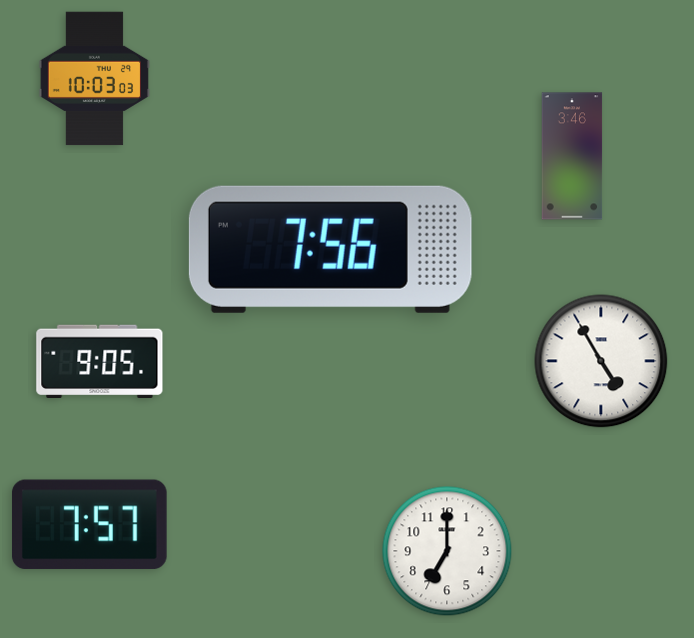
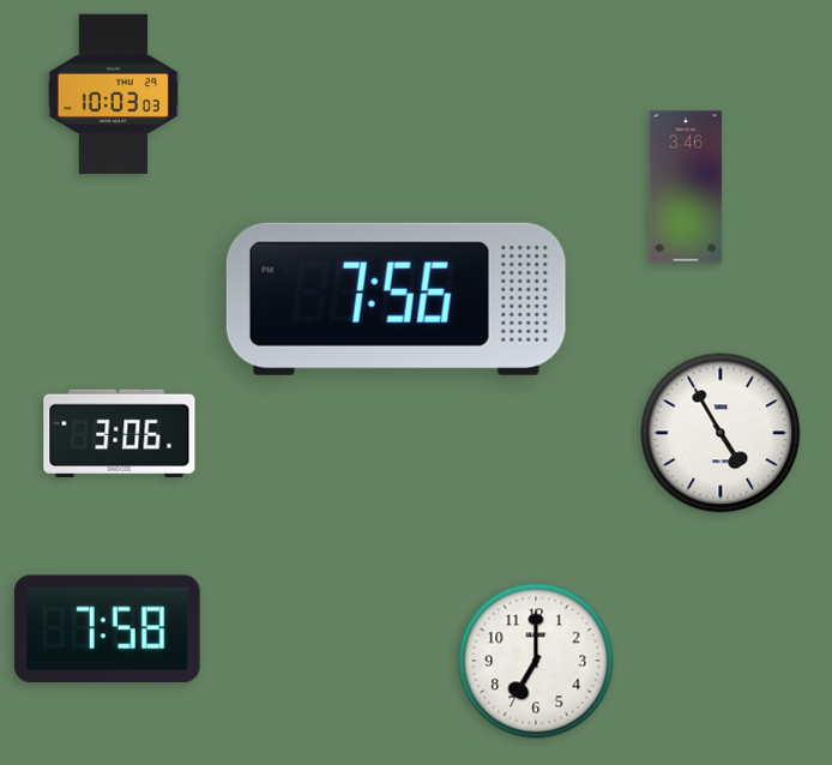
clock at (100, 361): 9:05 -> 3:06
clock at (89, 525): 7:57 -> 7:58
